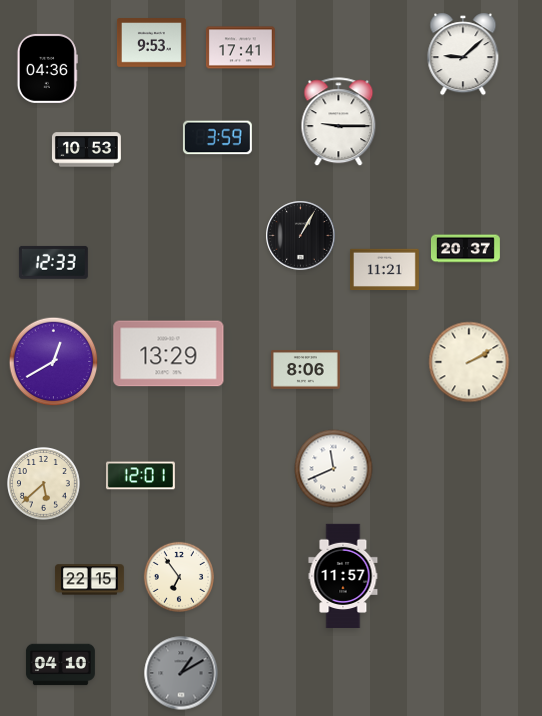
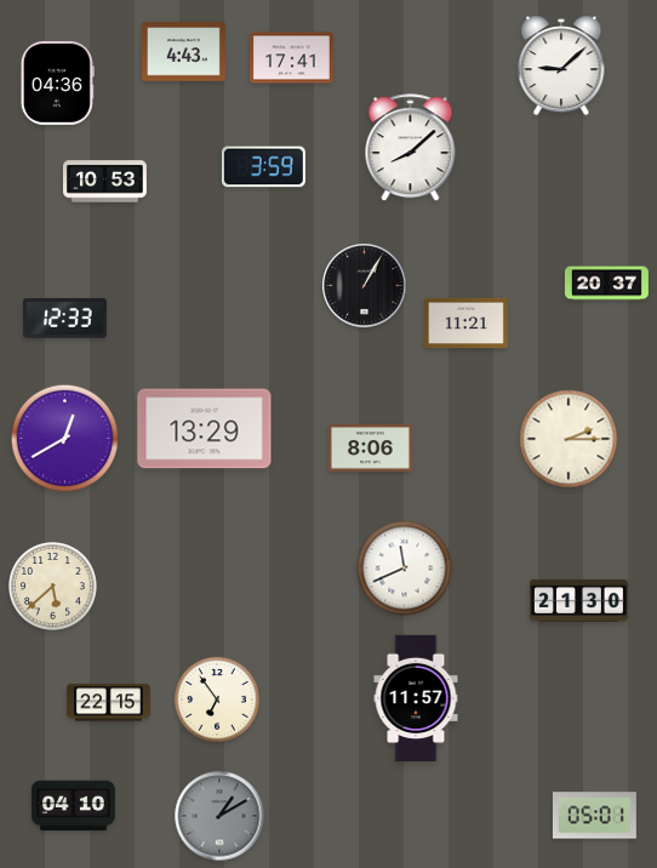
clock at (151, 43): 9:53 -> 4:43
clock at (339, 122): 9:15 -> 8:08
clock at (466, 249) position: (466, 249) -> (607, 284)
clock at (384, 270) position: (384, 270) -> (465, 324)
clock at (469, 362): 2:10 -> 2:15
clock at (140, 476): 12:01 -> none
clock at (578, 600): none -> 21:30
clock at (594, 816): none -> 05:01
